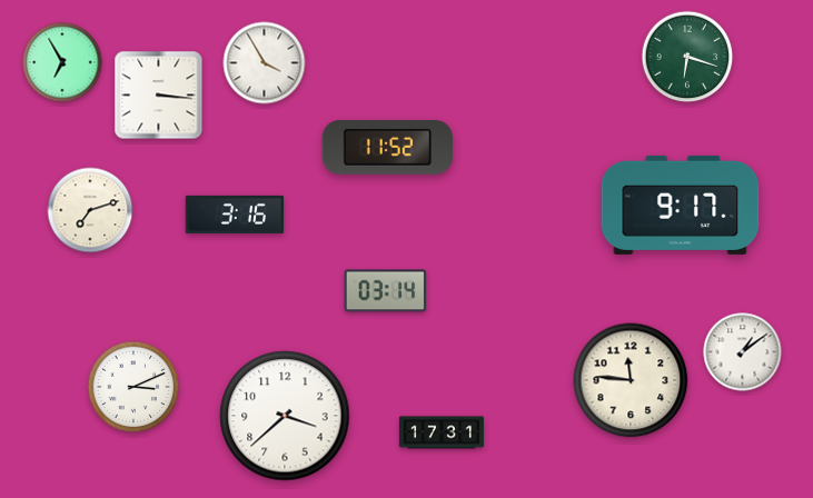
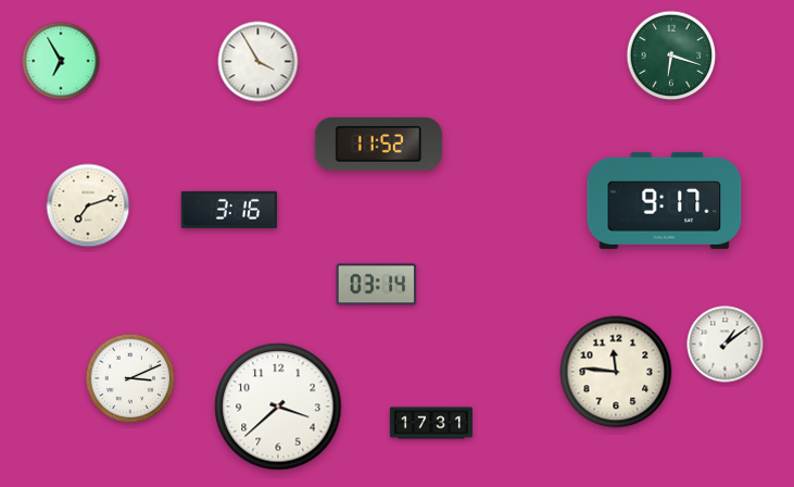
clock at (159, 96): 3:16 -> none
